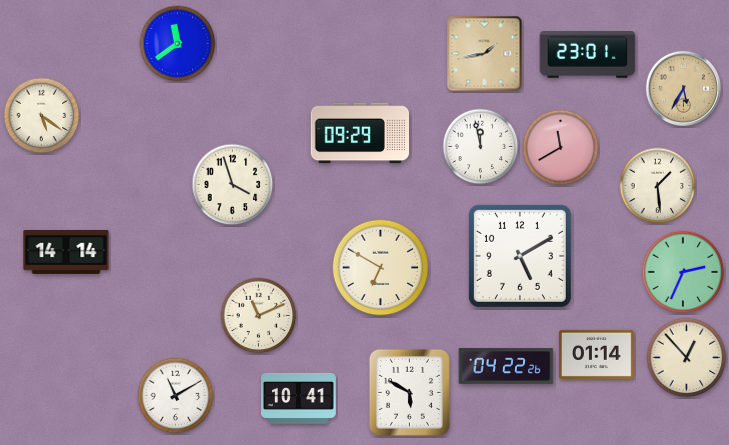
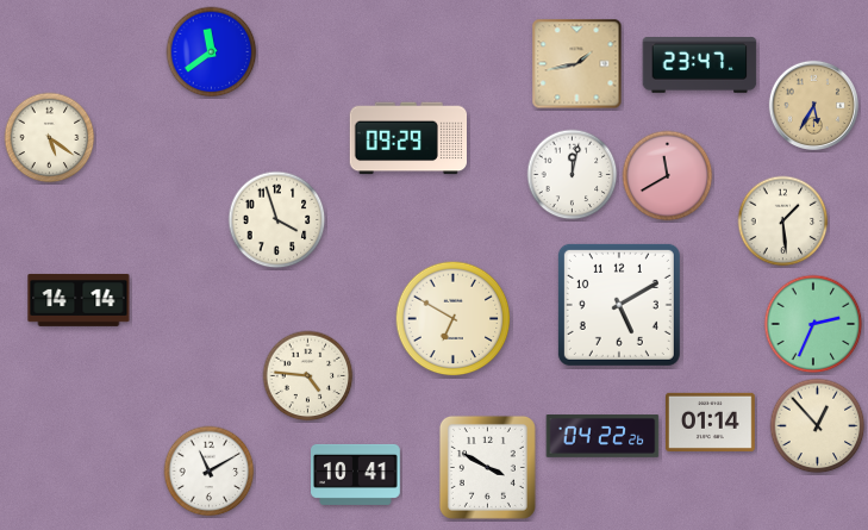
clock at (588, 55): 23:01 -> 23:47
clock at (359, 133) position: (359, 133) -> (407, 138)
clock at (481, 147): 11:58 -> 12:02
clock at (259, 316): 11:11 -> 4:46
clock at (409, 392): 5:50 -> 3:50
